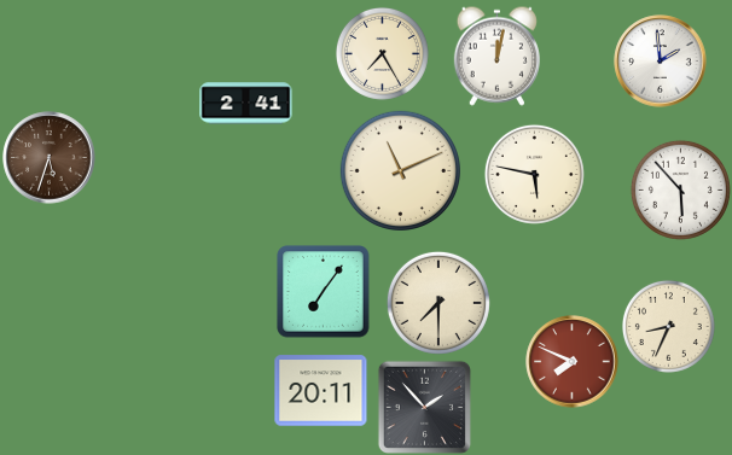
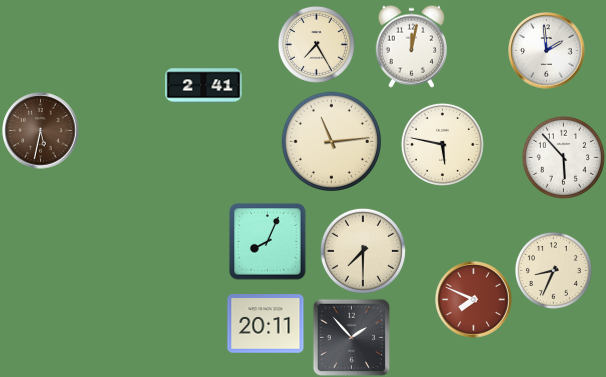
clock at (50, 158): 5:33 -> 5:32
clock at (400, 170): 11:11 -> 11:14
clock at (324, 292): 7:06 -> 8:04
